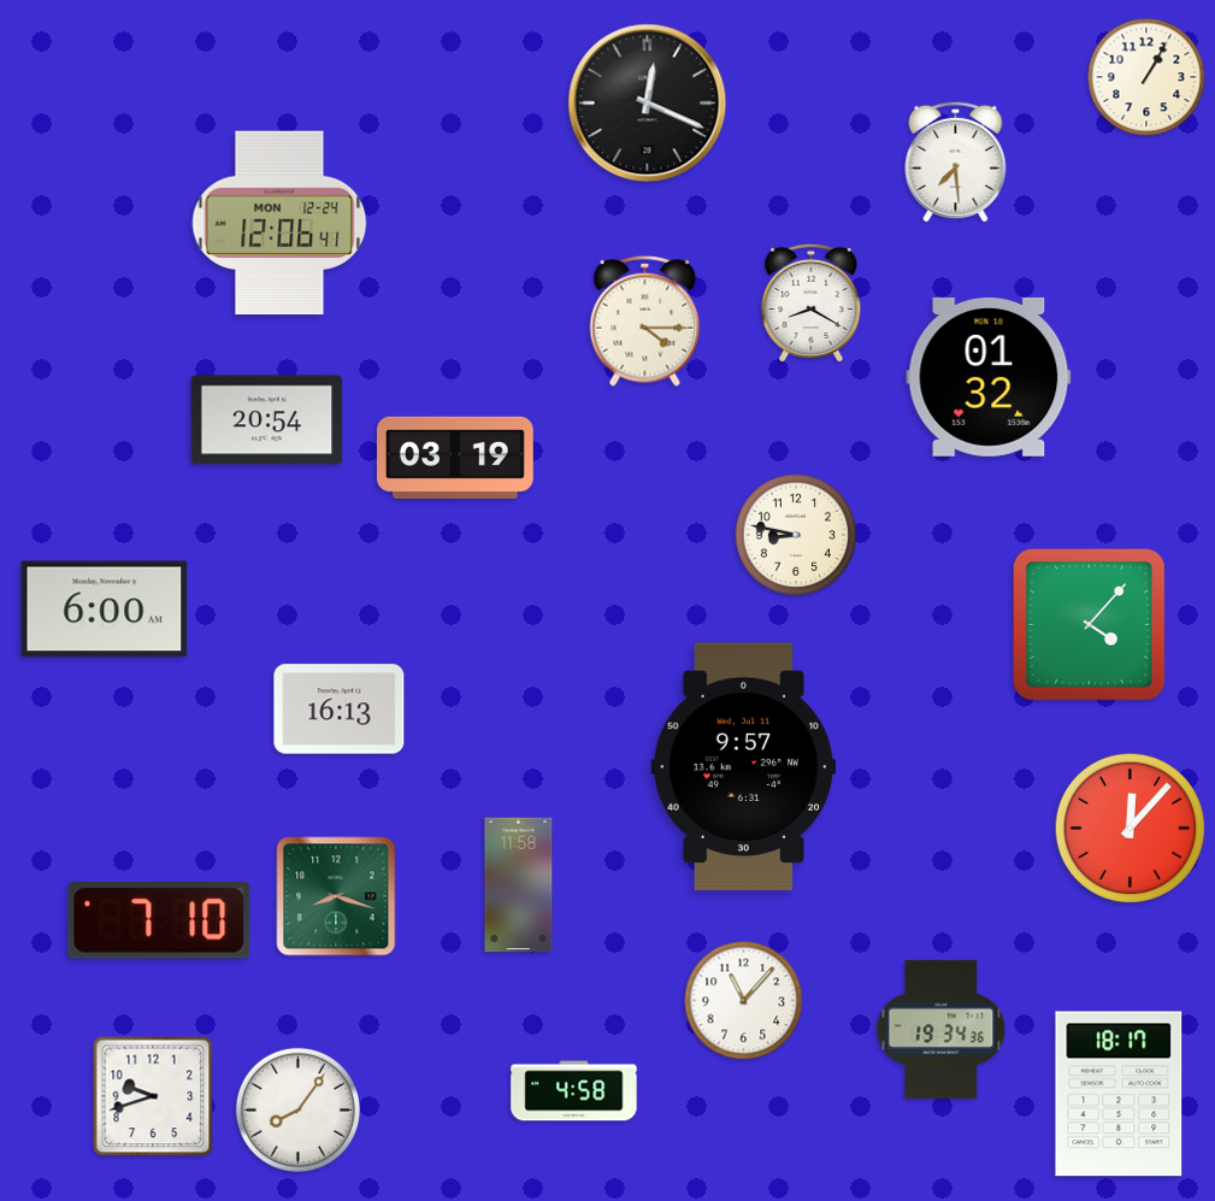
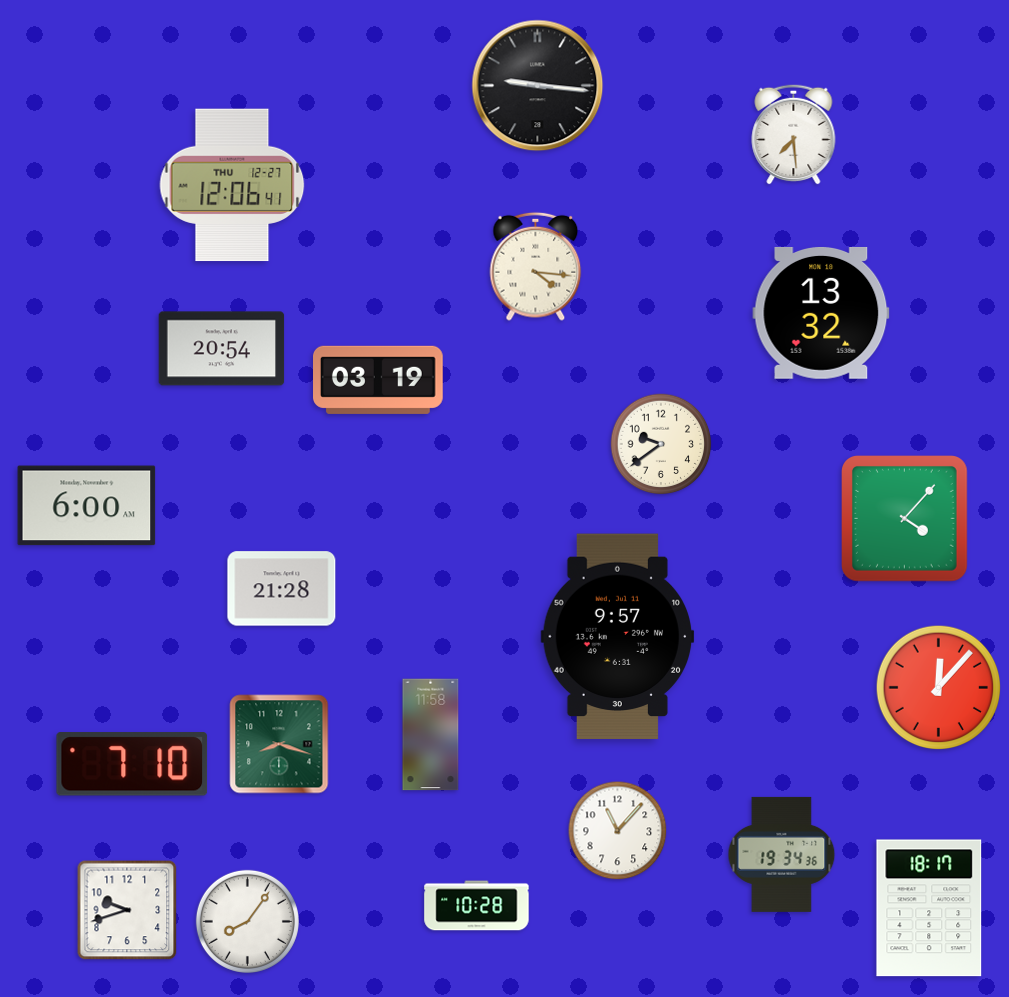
clock at (1146, 77): 1:05 -> none
clock at (648, 104): 12:19 -> 9:16
clock at (279, 223) date: MON 12-24 -> THU 12-27
clock at (812, 304): 8:20 -> none
clock at (645, 320): 4:15 -> 4:16
clock at (989, 377): 01:32 -> 13:32
clock at (796, 535): 8:47 -> 9:39
clock at (340, 710): 16:13 -> 21:28
clock at (574, 1091): 4:58 -> 10:28
